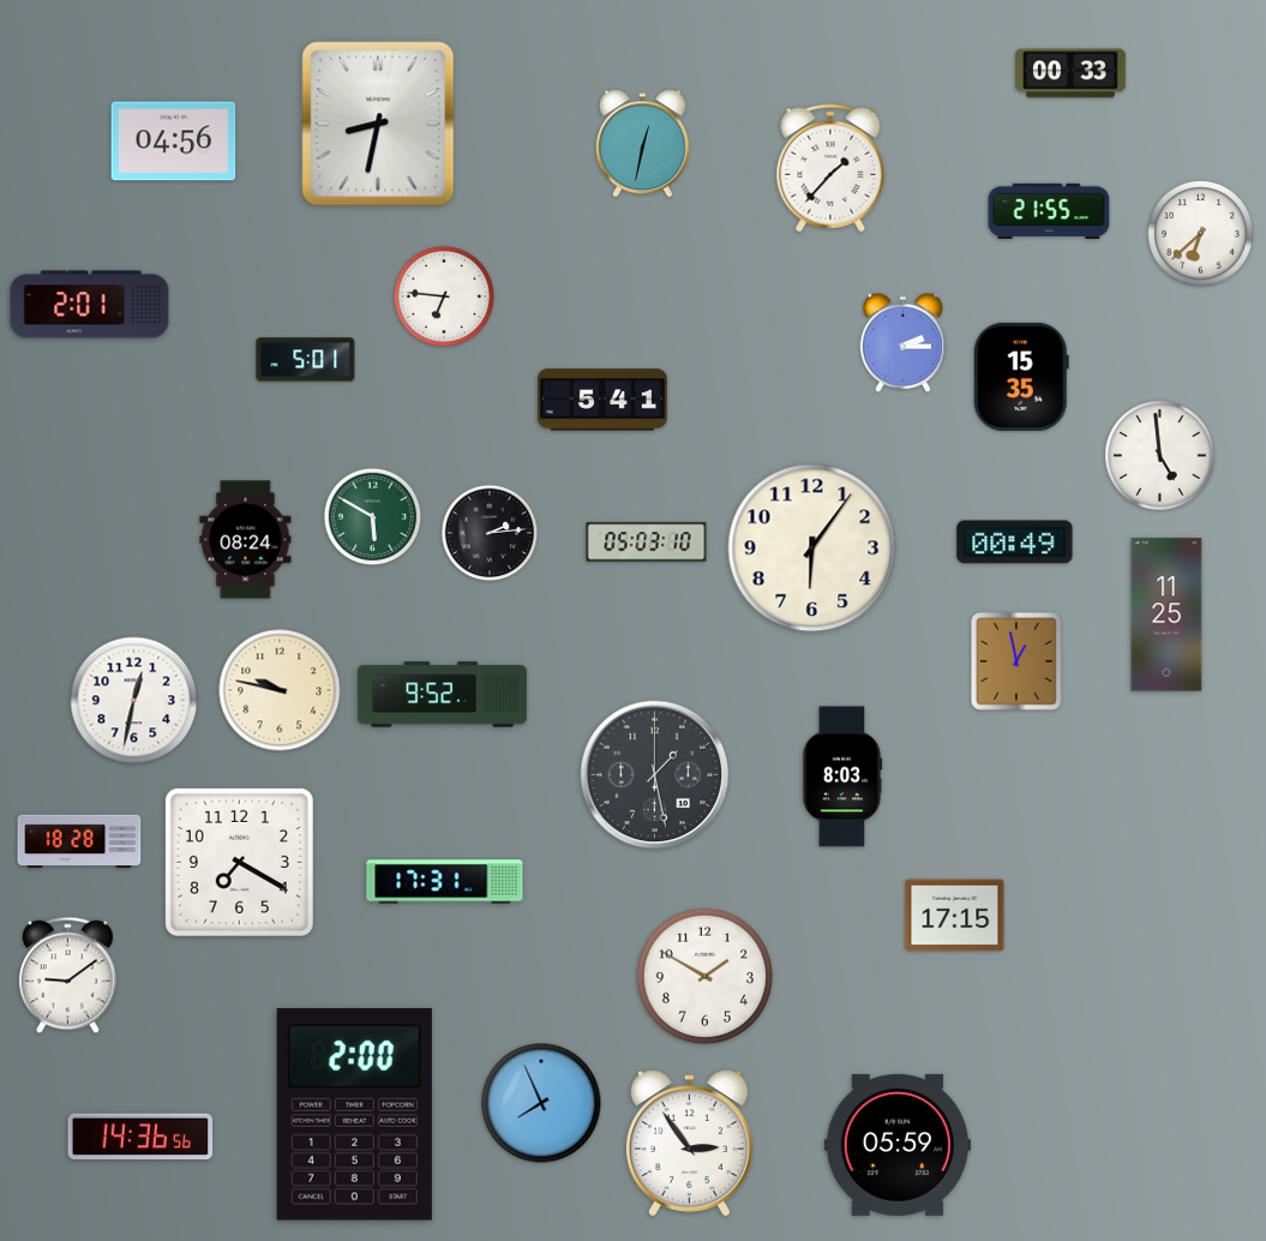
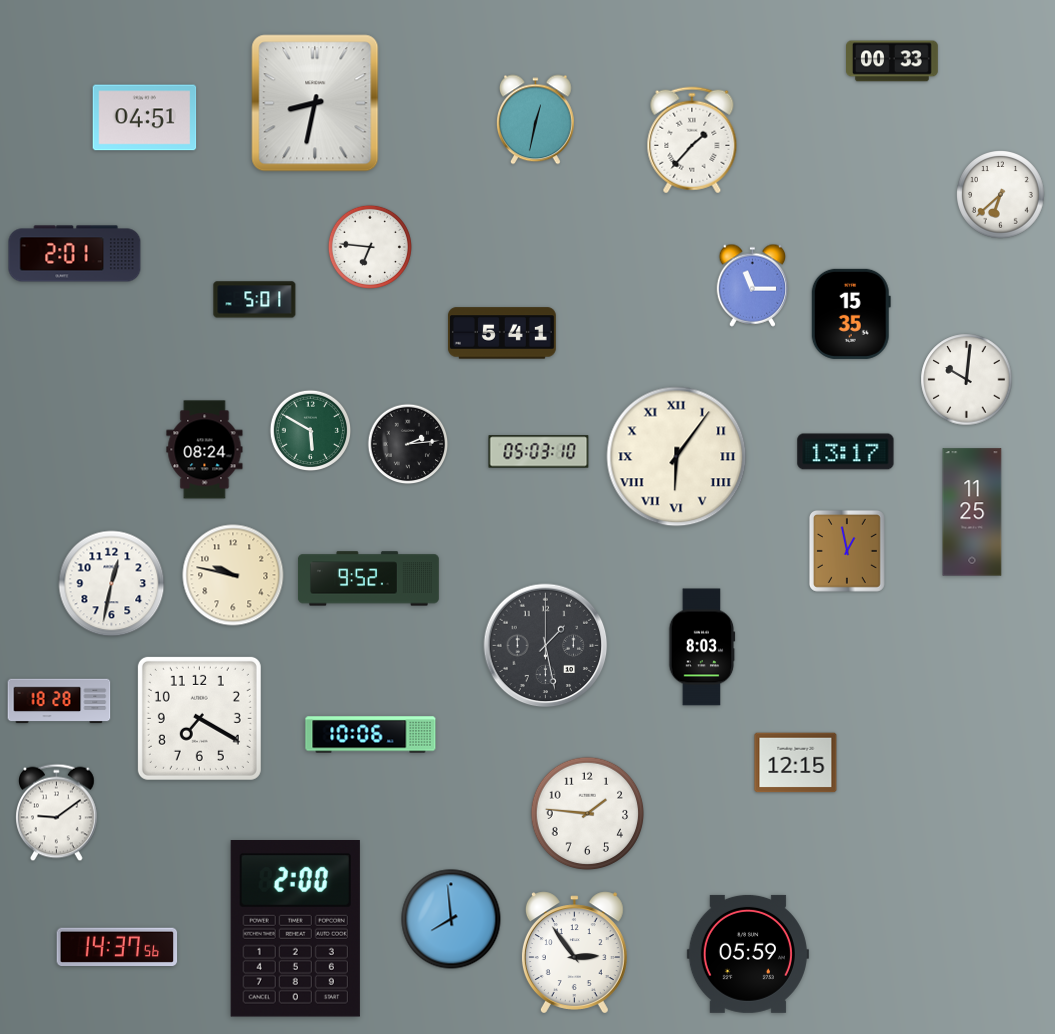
clock at (174, 142): 04:56 -> 04:51
clock at (1049, 210): 21:55 -> none
clock at (904, 342): 2:15 -> 11:15
clock at (1160, 456): 4:59 -> 10:01
clock at (1015, 542): 00:49 -> 13:17
clock at (812, 548) numerals: Arabic -> Roman
clock at (79, 841) position: (79, 841) -> (59, 701)
clock at (445, 882): 17:31 -> 10:06
clock at (955, 916): 17:15 -> 12:15
clock at (706, 977): 1:50 -> 1:46
clock at (541, 1103): 7:56 -> 7:59
clock at (140, 1135): 14:36 -> 14:37
